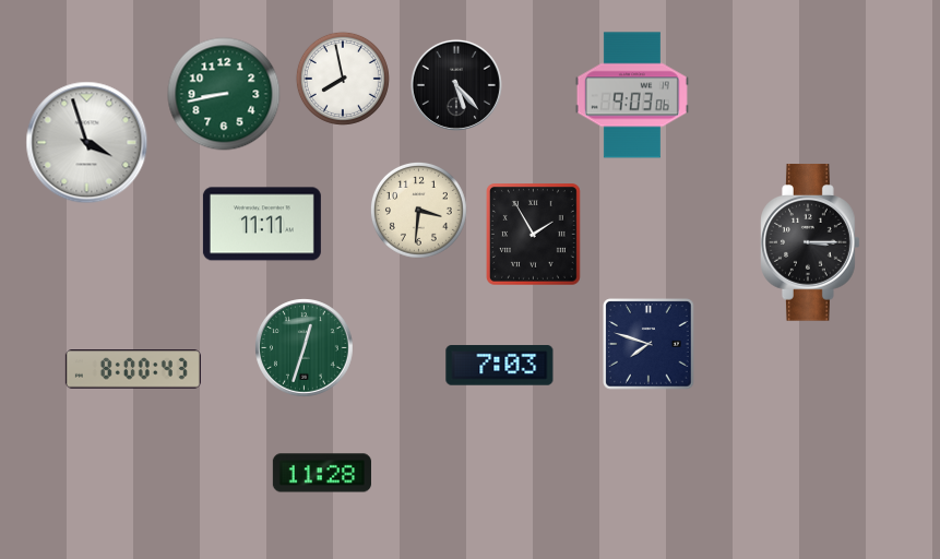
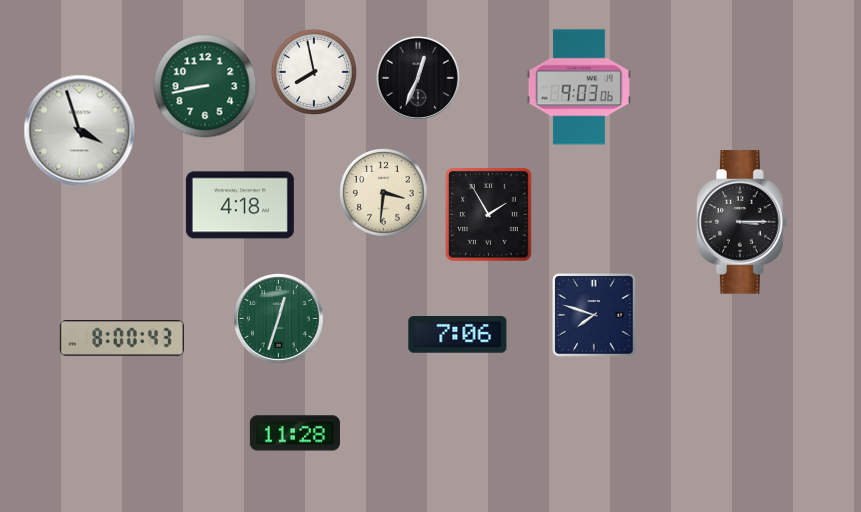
clock at (456, 85): 5:23 -> 12:34
clock at (262, 224): 11:11 -> 4:18
clock at (500, 366): 7:03 -> 7:06
